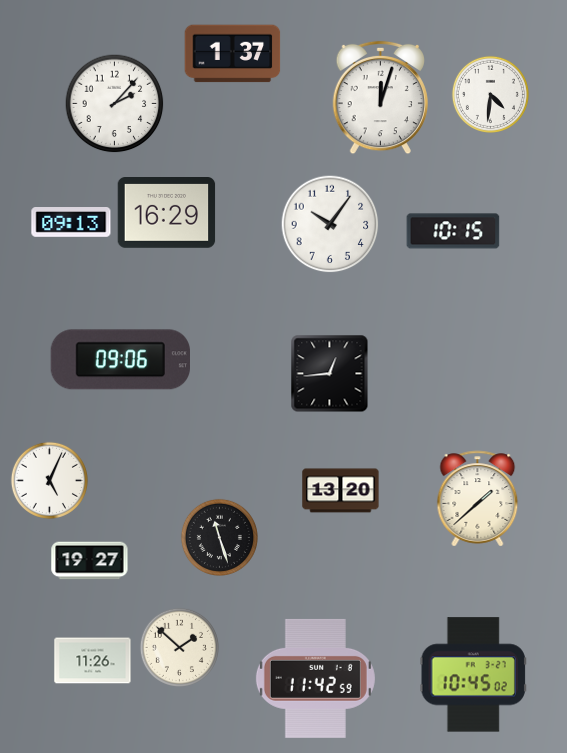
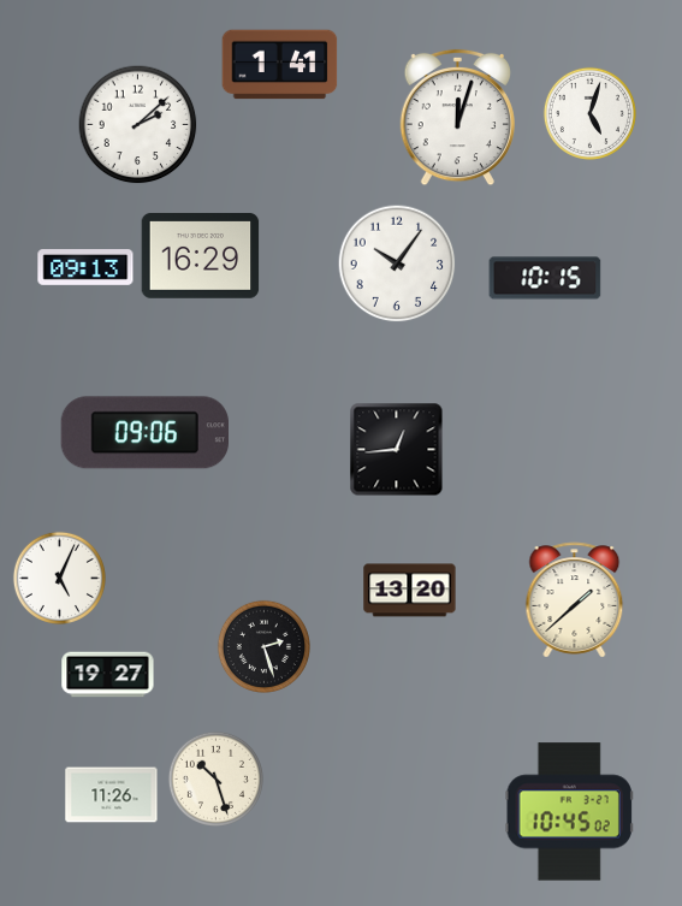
clock at (233, 54): 1:37 -> 1:41
clock at (490, 94): 4:31 -> 5:03
clock at (115, 104): 2:07 -> 2:08
clock at (330, 224) position: (330, 224) -> (397, 263)
clock at (219, 537): 11:27 -> 2:27
clock at (179, 647): 1:52 -> 10:27
clock at (315, 678): 11:42 -> none
